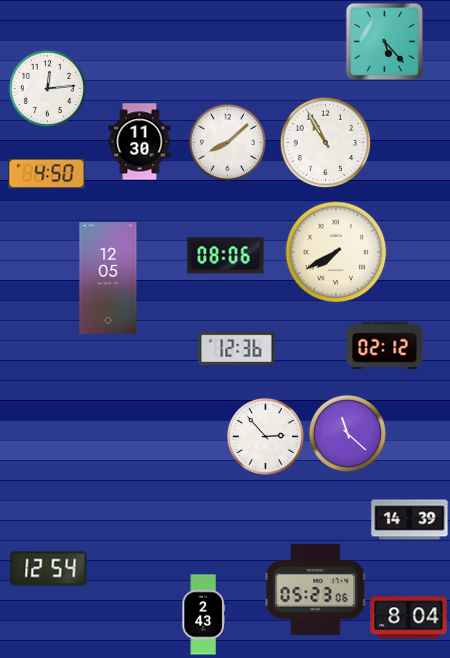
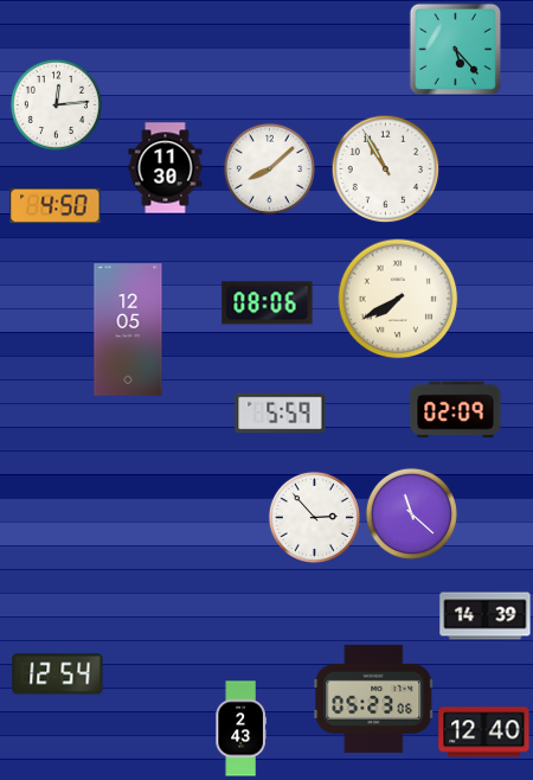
clock at (385, 346): 02:12 -> 02:09
clock at (237, 349): 12:36 -> 5:59
clock at (409, 618): 8:04 -> 12:40
